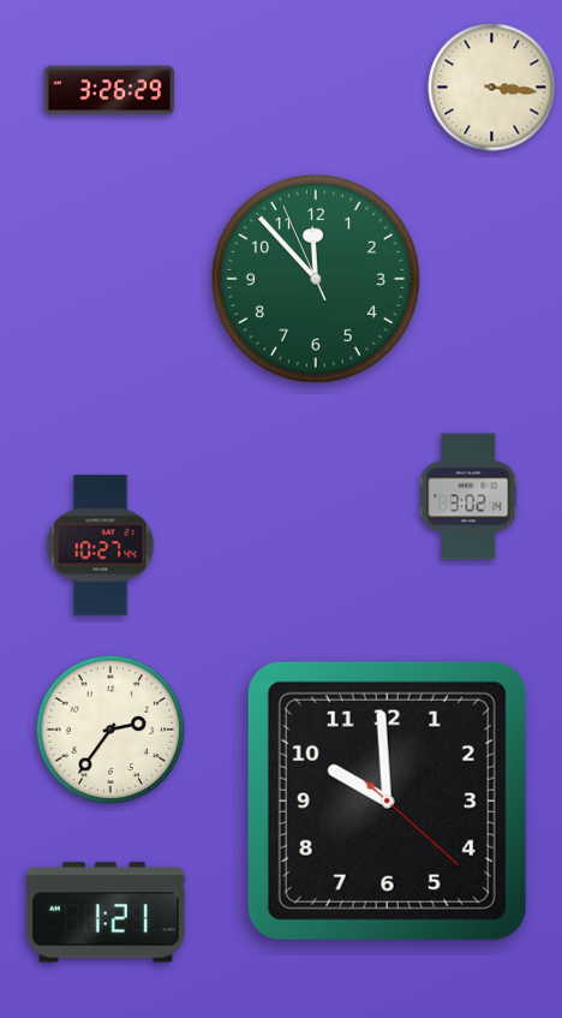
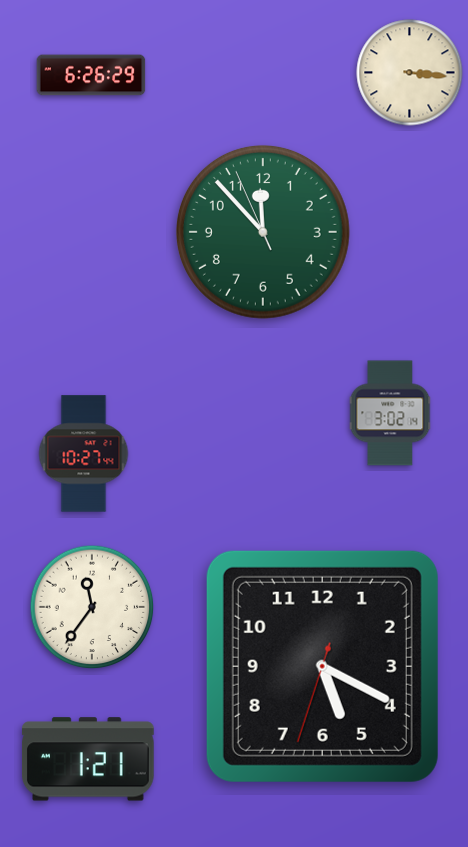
clock at (109, 90): 3:26 -> 6:26
clock at (110, 730): 2:36 -> 11:36
clock at (387, 800): 9:59 -> 5:19
